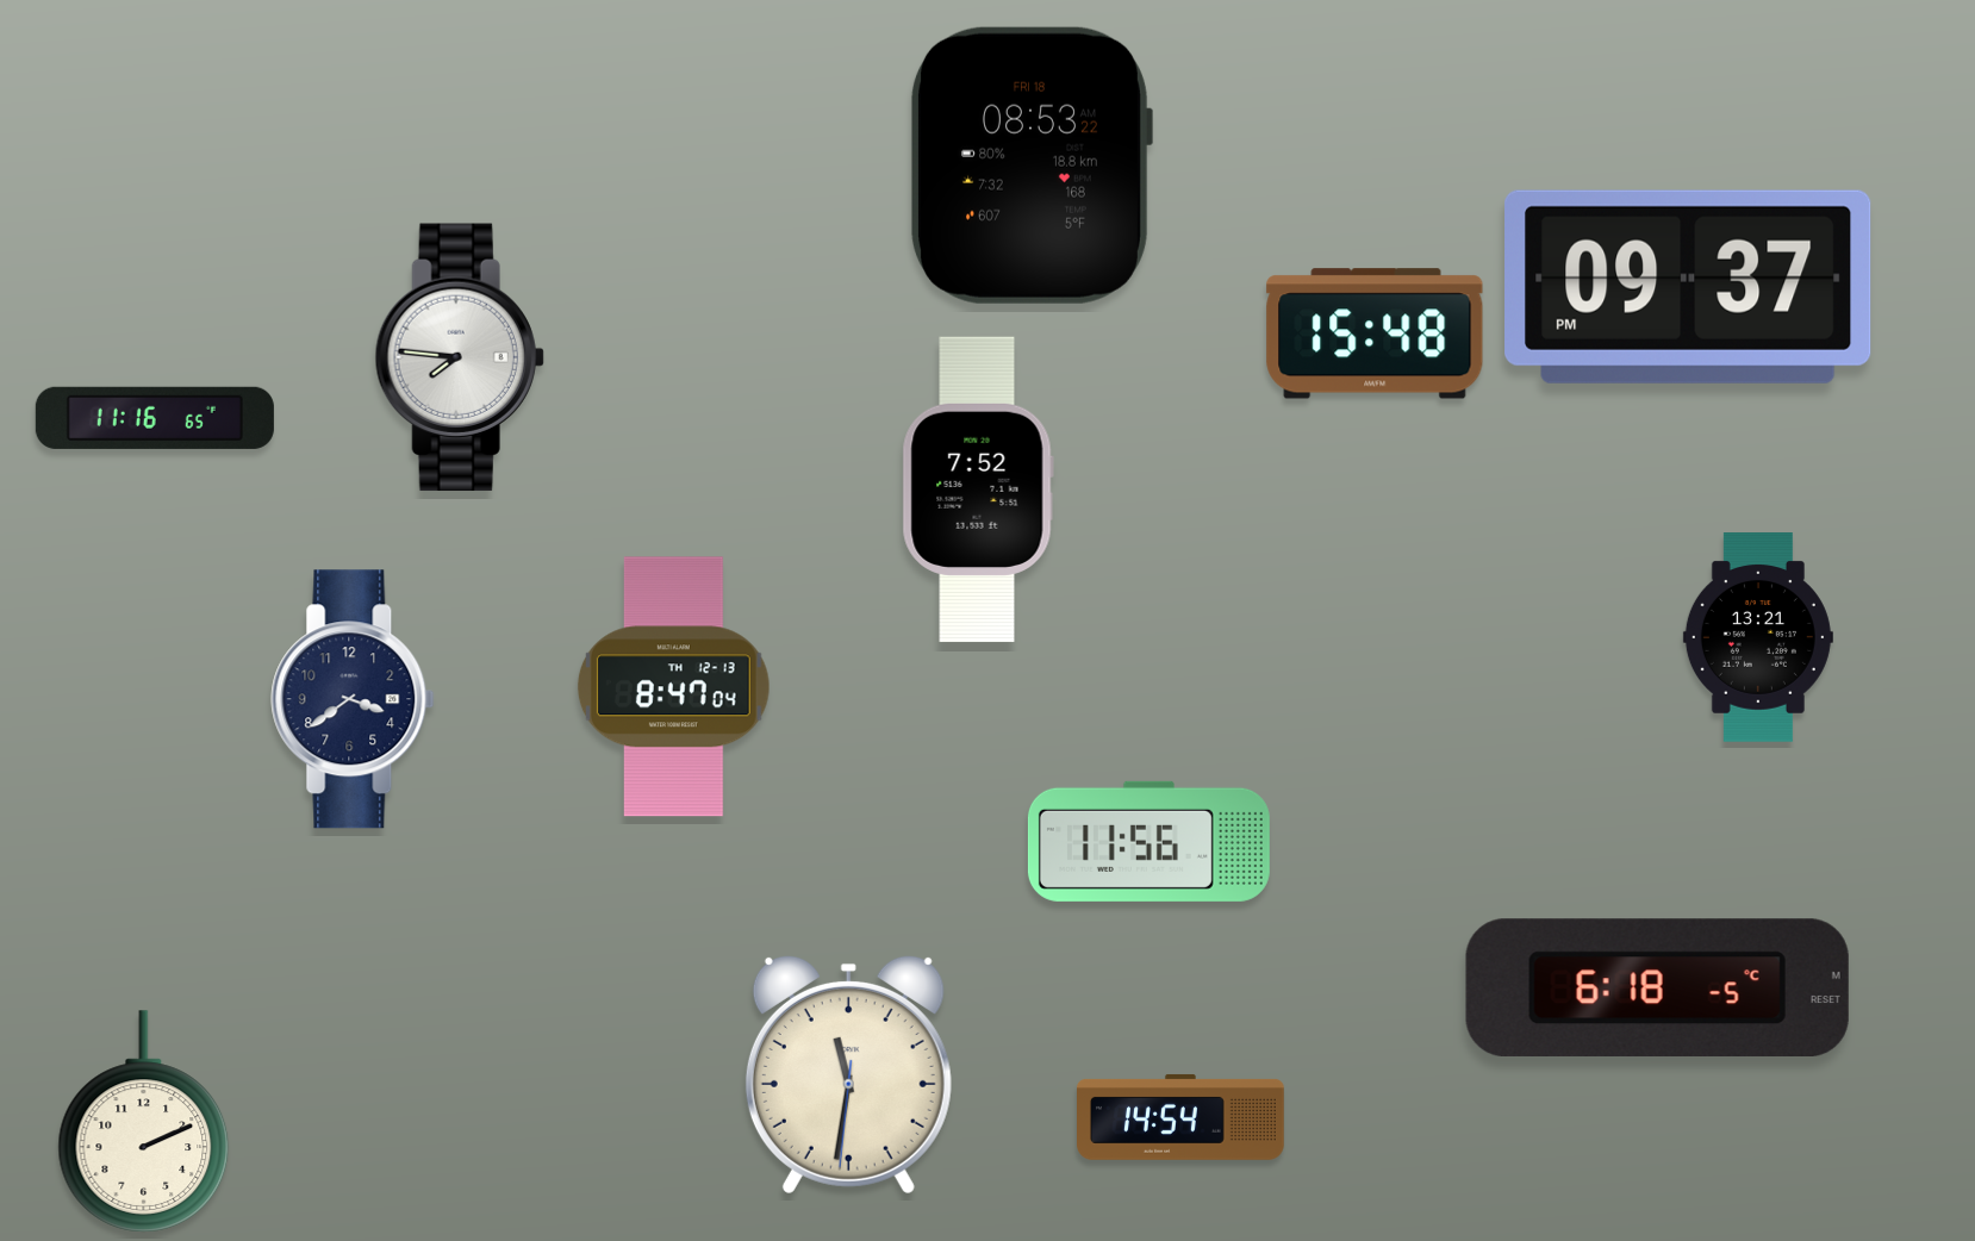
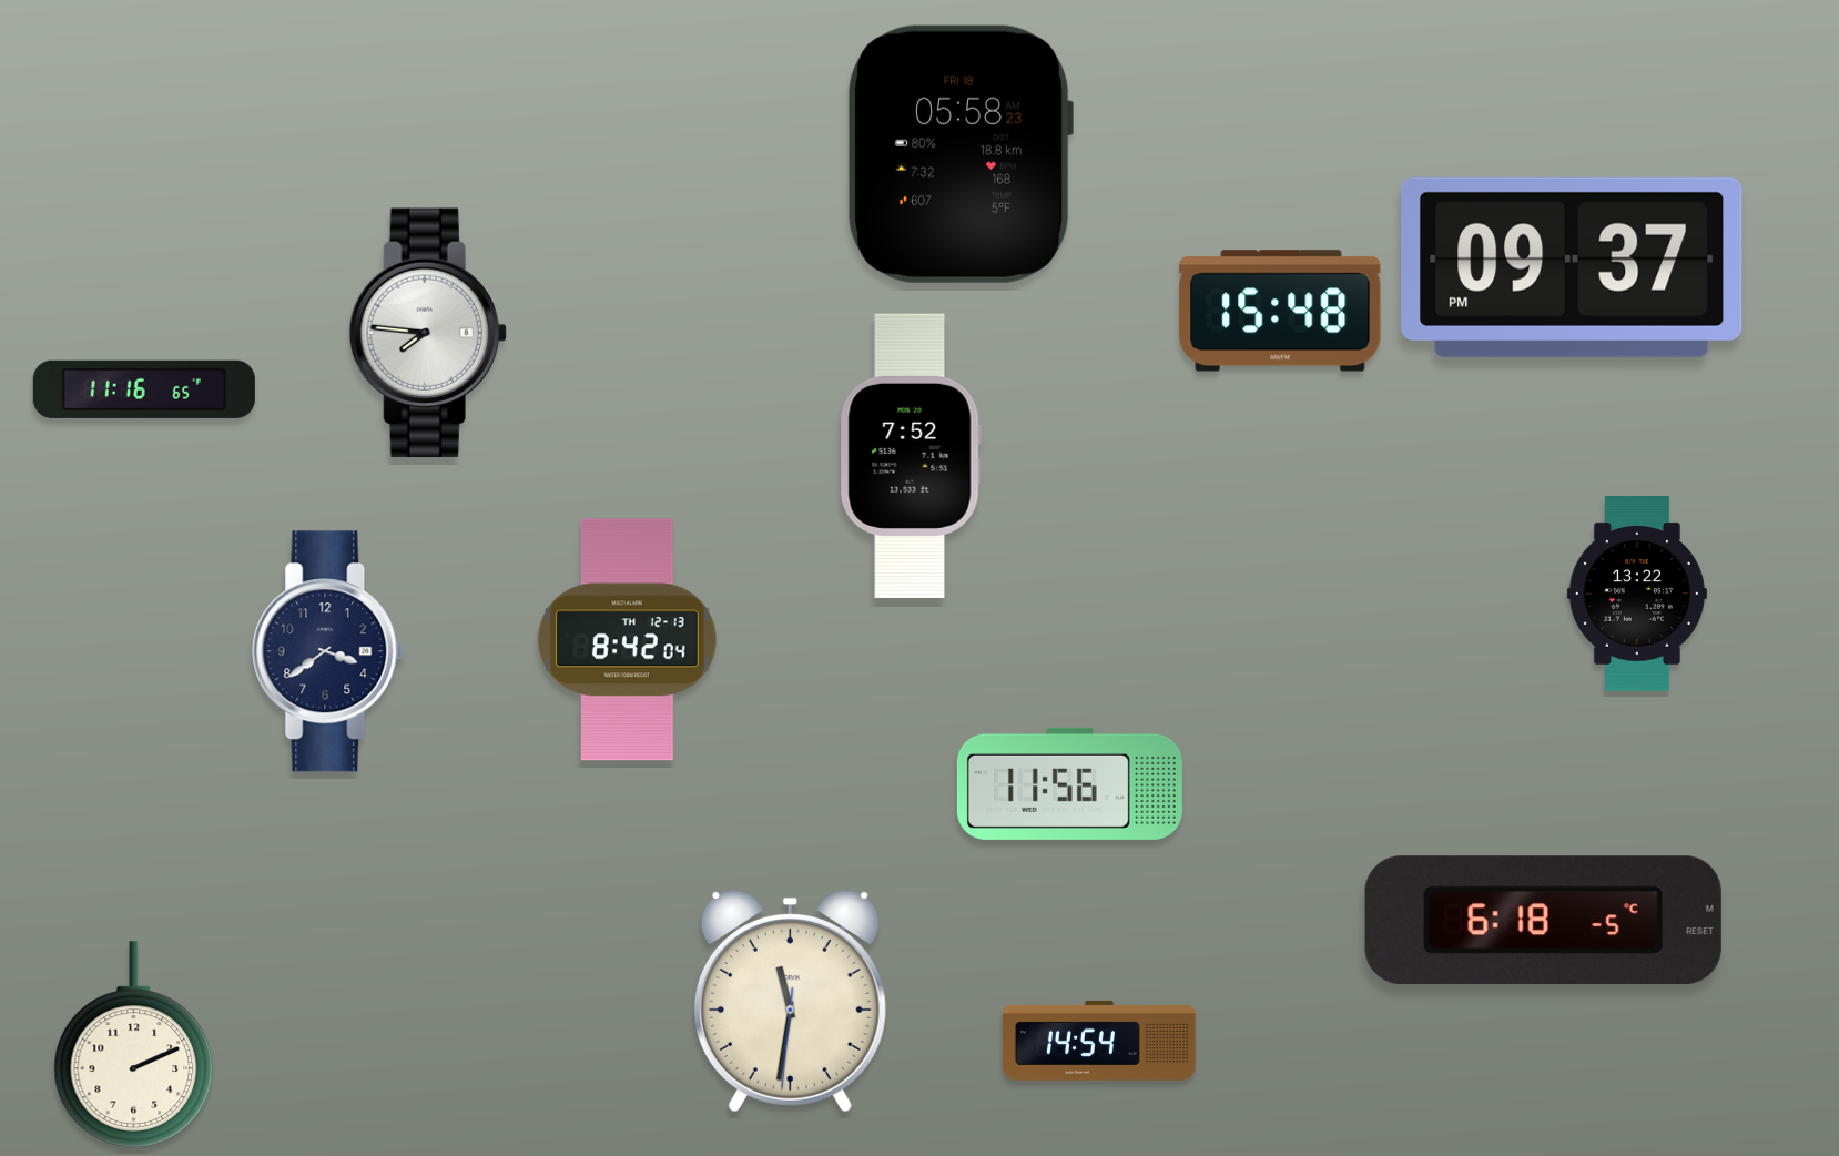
clock at (1032, 166): 08:53 -> 05:58
clock at (1758, 637): 13:21 -> 13:22
clock at (673, 687): 8:47 -> 8:42
